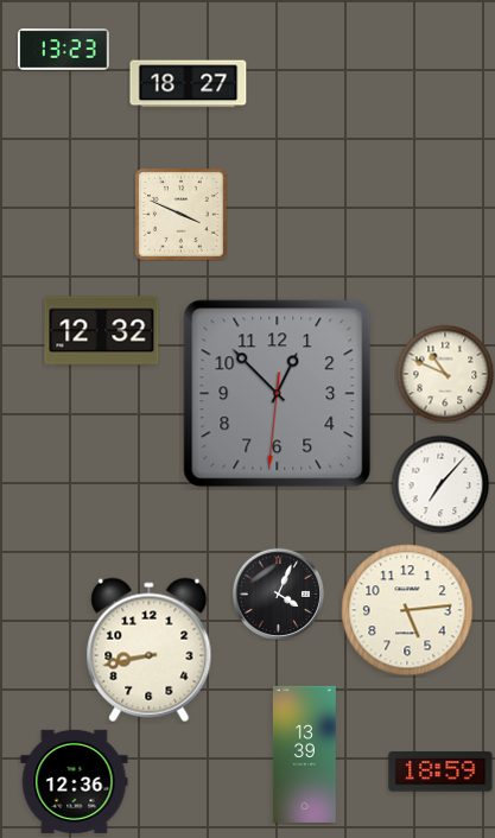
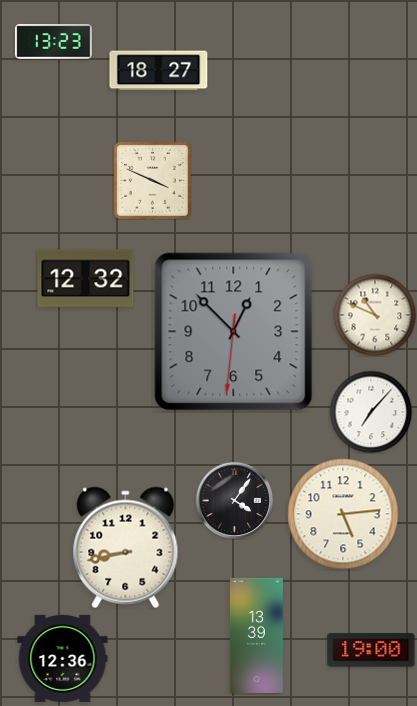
clock at (440, 484) position: (440, 484) -> (371, 412)
clock at (278, 593): 4:04 -> 4:06
clock at (440, 772): 18:59 -> 19:00
